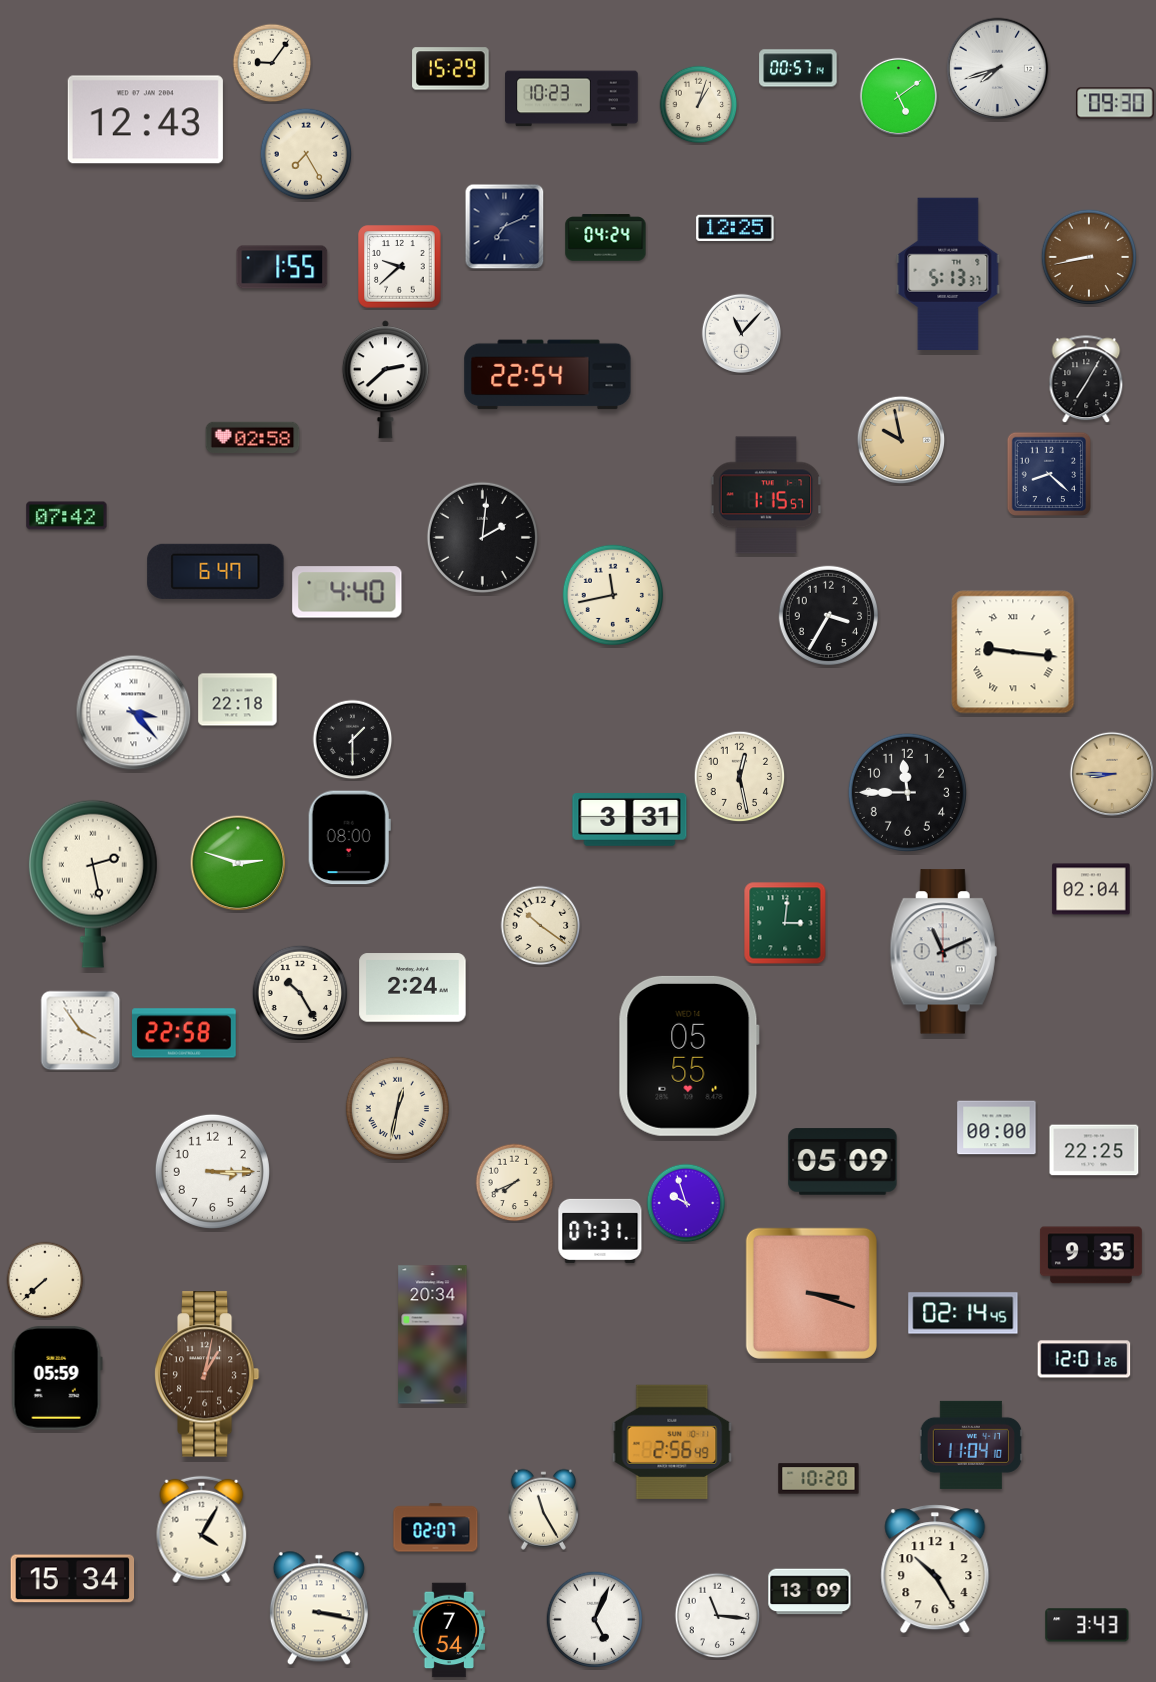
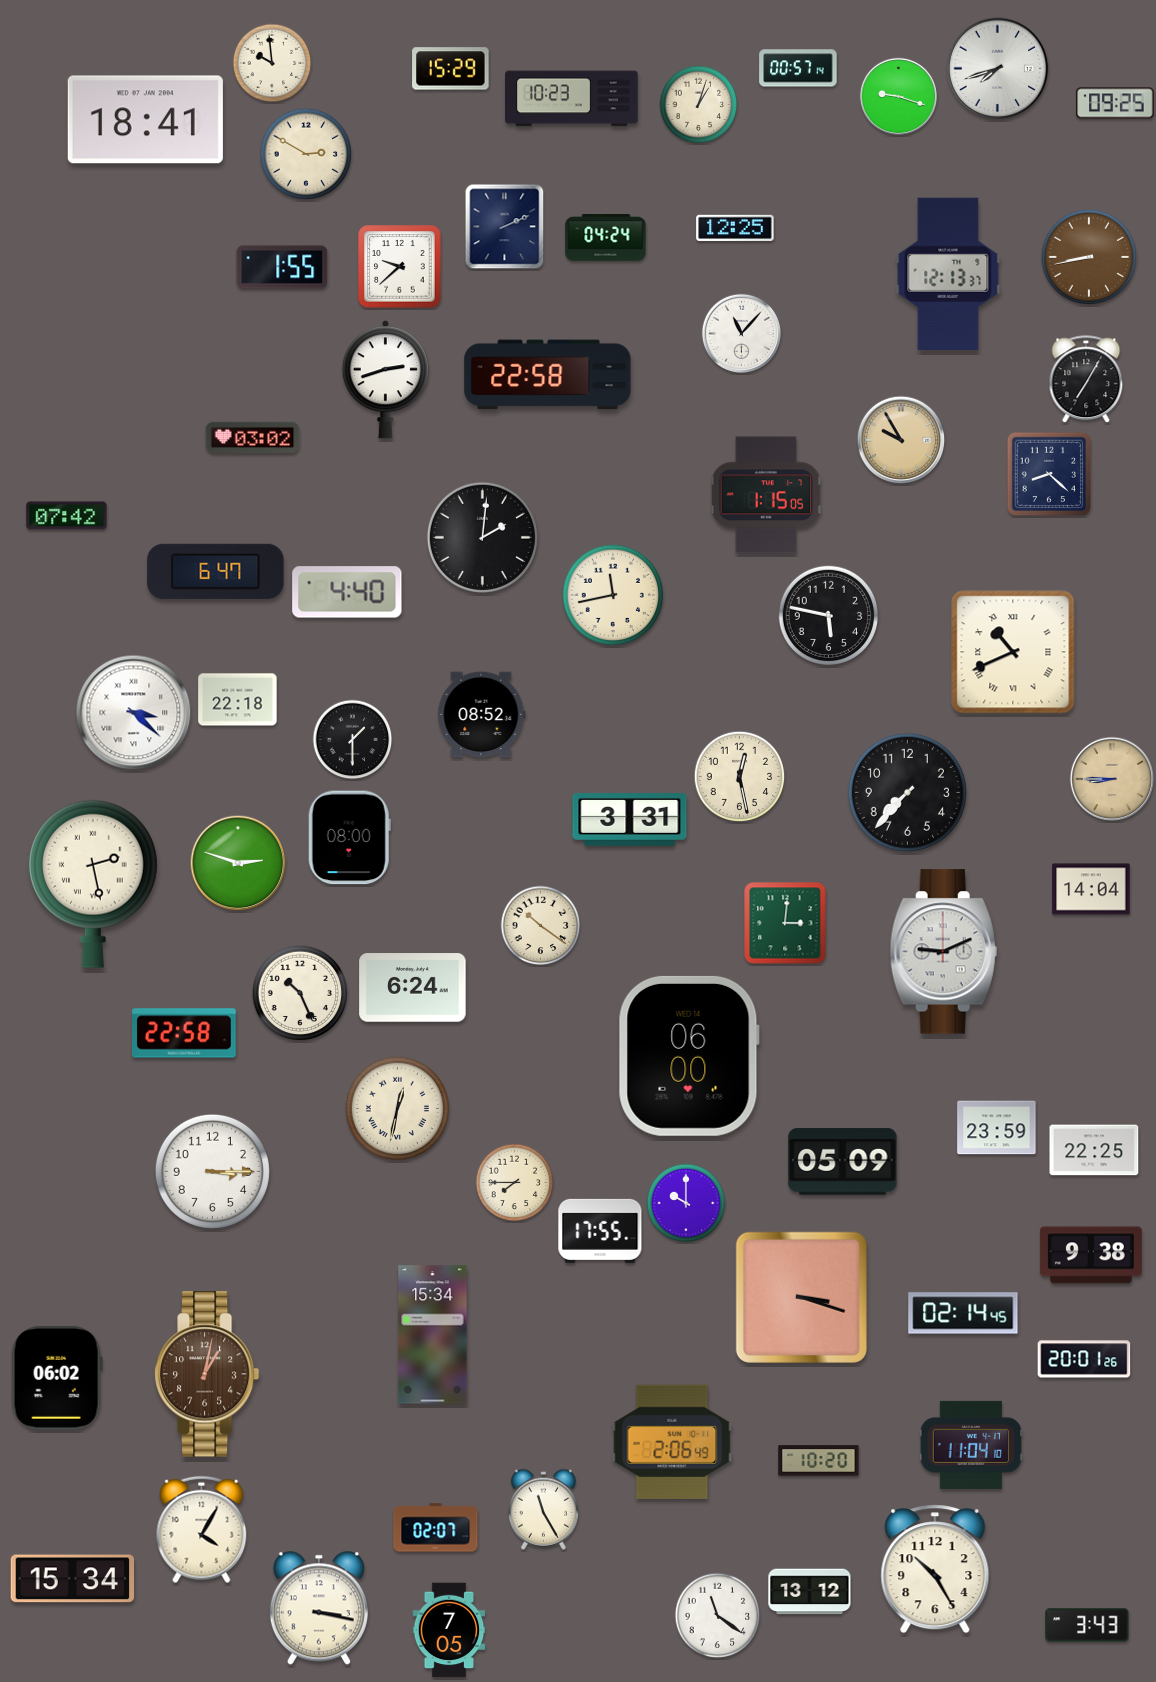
clock at (272, 63): 9:06 -> 9:59
clock at (898, 96): 5:09 -> 9:18
clock at (1115, 103): 09:30 -> 09:25
clock at (145, 120): 12:43 -> 18:41
clock at (306, 154): 7:25 -> 2:50
clock at (505, 227): 7:11 -> 2:11
clock at (948, 273): 5:13 -> 12:13
clock at (548, 375): 22:54 -> 22:58
clock at (385, 380): 2:38 -> 2:42
clock at (253, 438): 02:58 -> 03:02
clock at (901, 440): 9:58 -> 9:55
clock at (766, 495): 1:15:57 -> 1:15:05
clock at (828, 615): 3:35 -> 5:47
clock at (1013, 652): 9:16 -> 10:41
clock at (134, 713): 3:23 -> 3:22
clock at (482, 715): none -> 08:52
clock at (1112, 774) position: (1112, 774) -> (1112, 779)
clock at (907, 792): 11:45 -> 7:37
clock at (1091, 889): 02:04 -> 14:04
clock at (943, 952): 11:11 -> 9:11
clock at (413, 988): 2:24 -> 6:24
clock at (300, 993): 10:25 -> 10:26
clock at (81, 1031): 3:54 -> none
clock at (689, 1056): 05:55 -> 06:00
clock at (997, 1128): 00:00 -> 23:59
clock at (515, 1183): 7:41 -> 7:45
clock at (686, 1203): 9:57 -> 10:00
clock at (600, 1231): 07:31 -> 17:55
clock at (1091, 1255): 9:35 -> 9:38
clock at (45, 1280): 7:38 -> none
clock at (811, 1293) position: (811, 1293) -> (801, 1297)
clock at (433, 1335): 20:34 -> 15:34
clock at (1084, 1359): 12:01 -> 20:01
clock at (57, 1378): 05:59 -> 06:02
clock at (672, 1442): 2:56 -> 2:06
clock at (819, 1479) position: (819, 1479) -> (819, 1461)
clock at (810, 1592): 13:09 -> 13:12
clock at (718, 1616): 11:16 -> 11:21
clock at (595, 1620): 5:04 -> none
clock at (449, 1630): 7:54 -> 7:05
